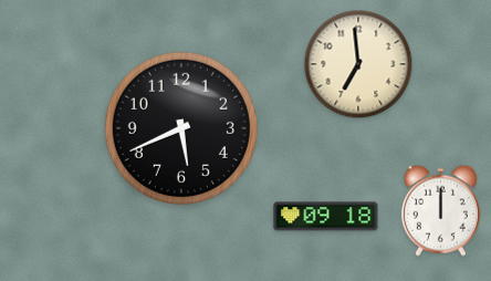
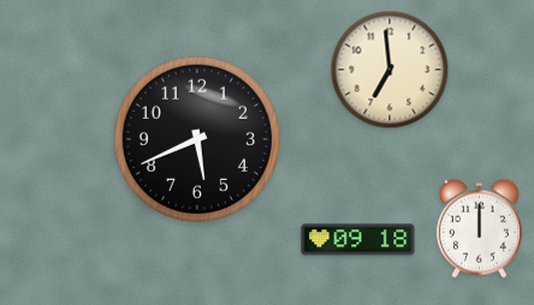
clock at (326, 217) position: (326, 217) -> (358, 240)
